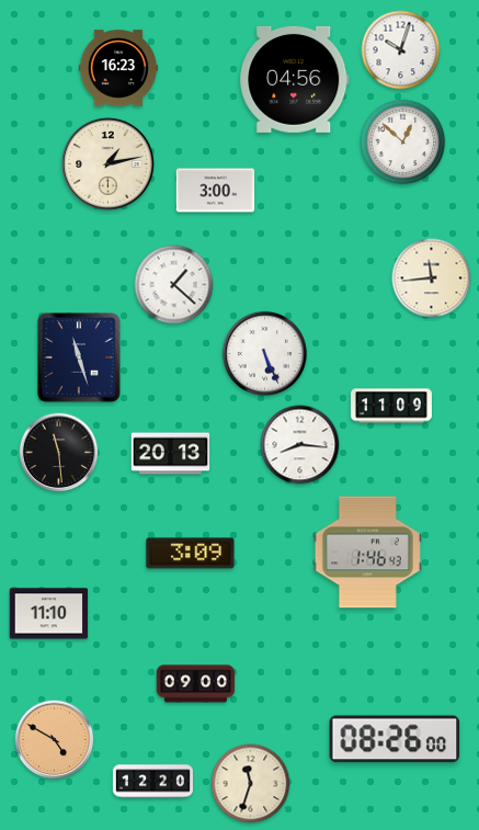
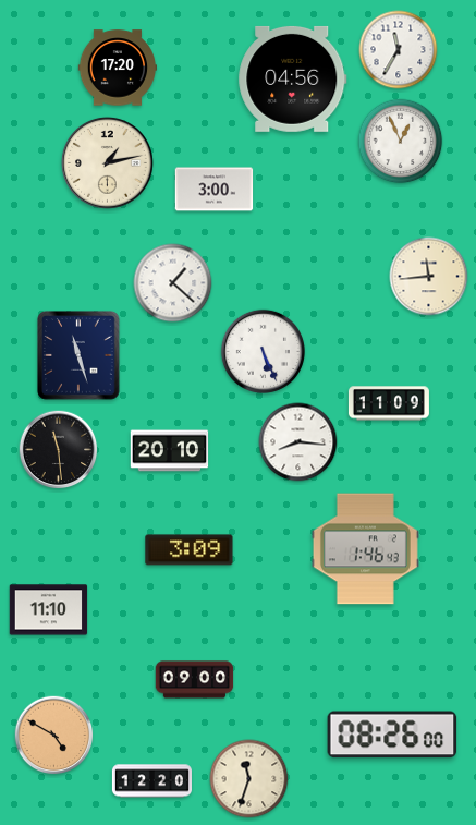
clock at (401, 50): 10:03 -> 11:35
clock at (117, 68): 16:23 -> 17:20
clock at (403, 143): 12:52 -> 12:56
clock at (171, 454): 20:13 -> 20:10
clock at (152, 782) position: (152, 782) -> (151, 781)
